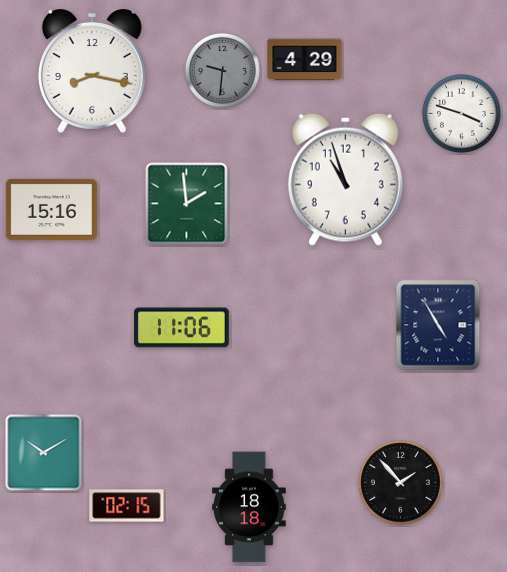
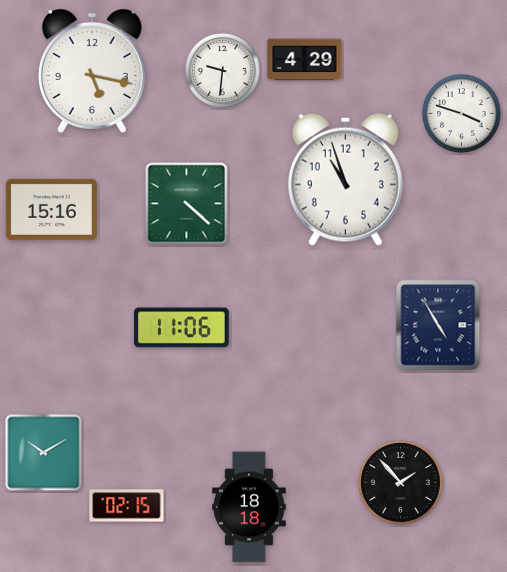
clock at (222, 70) dial: grey -> white
clock at (92, 71): 8:17 -> 5:17
clock at (187, 204): 1:59 -> 4:22
